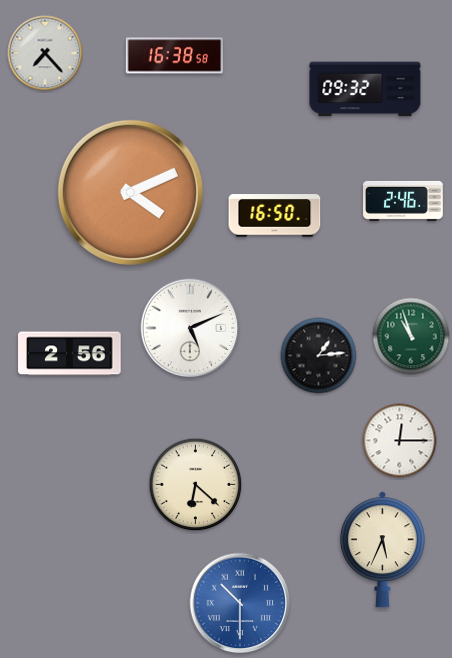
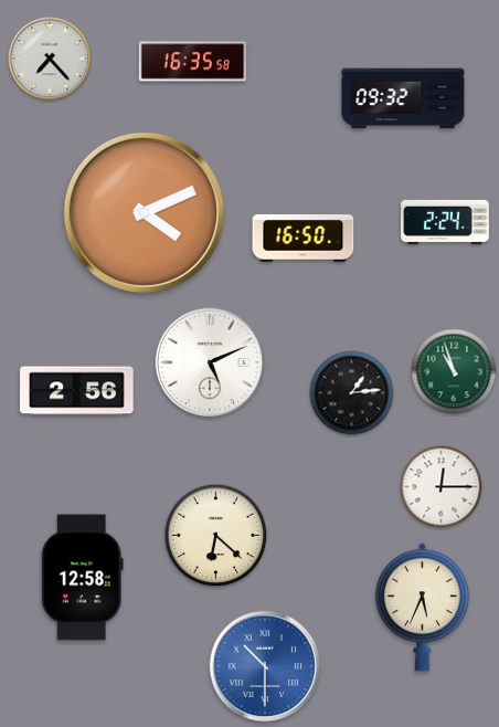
clock at (174, 56): 16:38 -> 16:35
clock at (403, 201): 2:46 -> 2:24
clock at (82, 578): none -> 12:58
